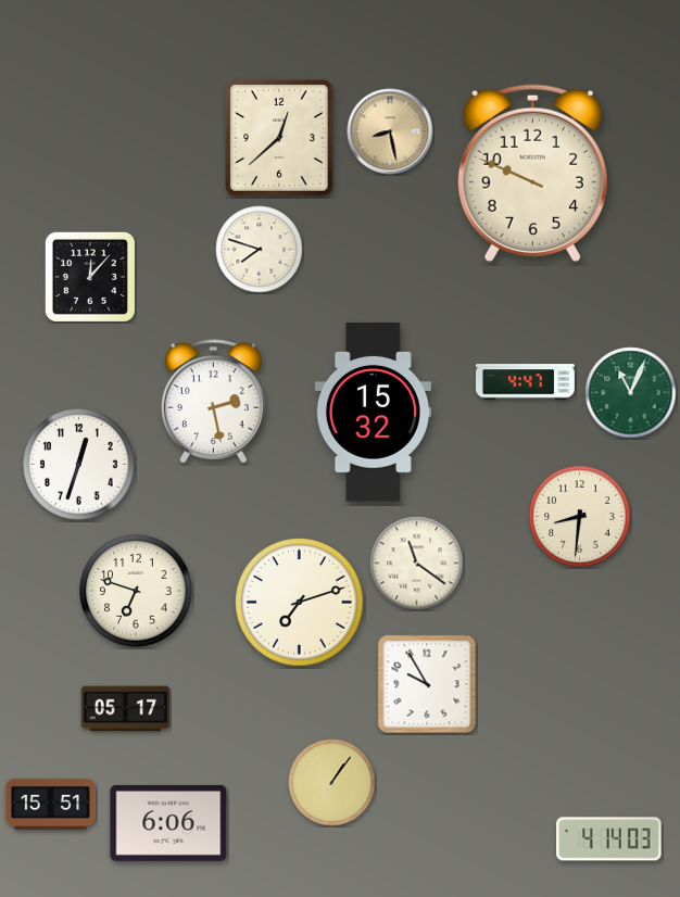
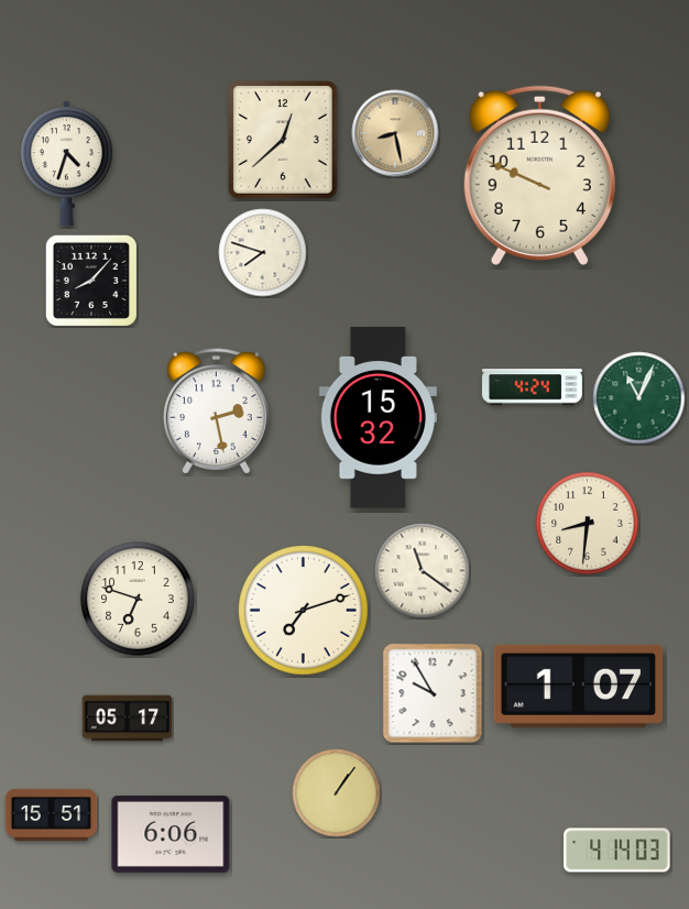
clock at (66, 164): none -> 4:33
clock at (90, 277): 12:07 -> 8:07
clock at (526, 382): 4:47 -> 4:24
clock at (213, 402) position: (213, 402) -> (216, 412)
clock at (79, 465): 12:33 -> none
clock at (578, 686): none -> 1:07
